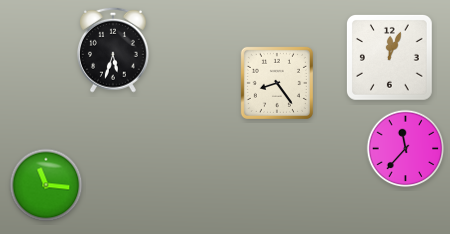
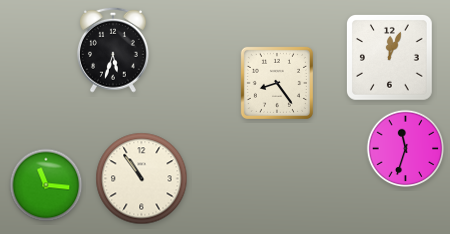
clock at (406, 149): 11:37 -> 11:33
clock at (142, 179): none -> 10:54
